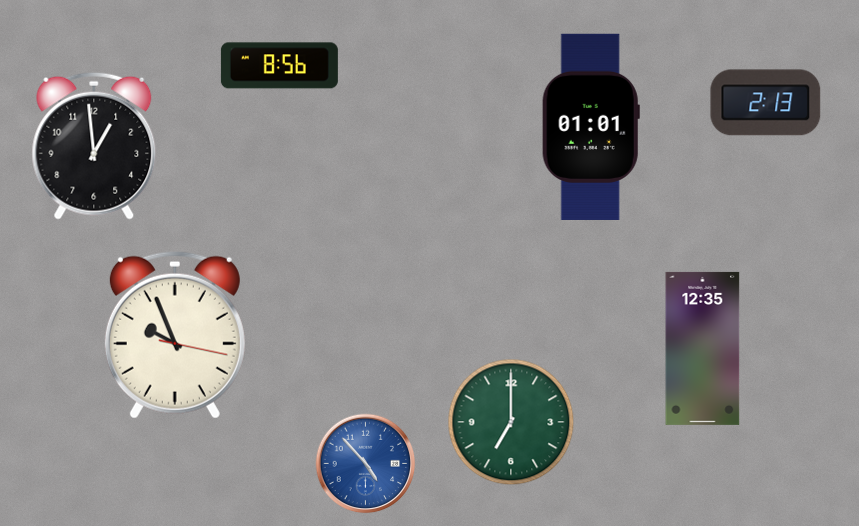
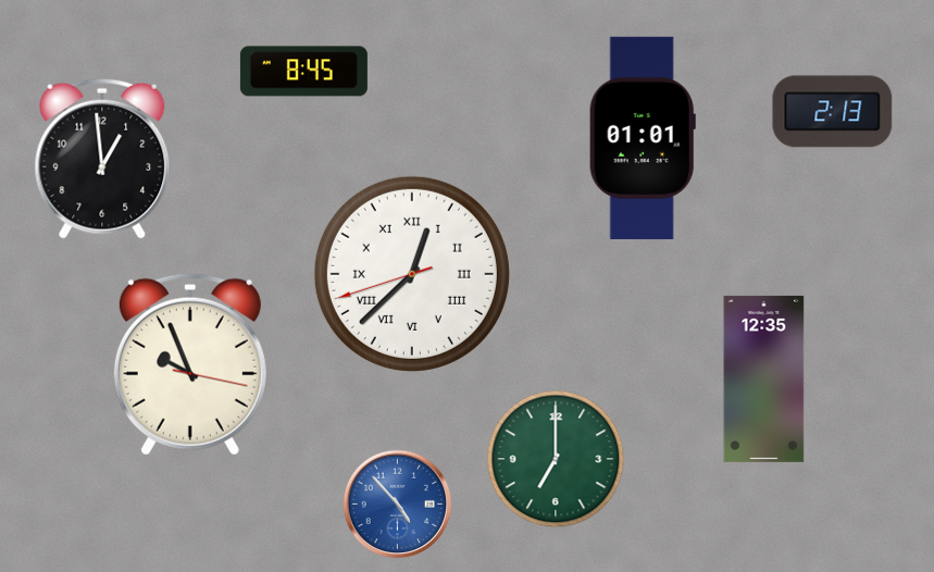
clock at (279, 66): 8:56 -> 8:45
clock at (412, 274): none -> 12:37
